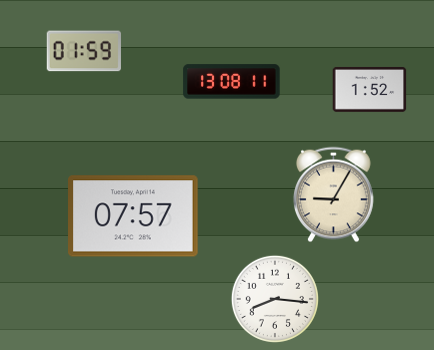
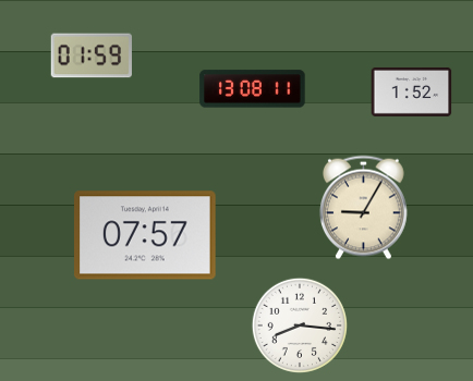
clock at (370, 89) position: (370, 89) -> (412, 91)
clock at (333, 195) position: (333, 195) -> (363, 208)
